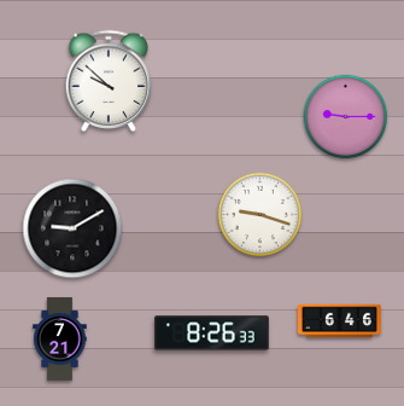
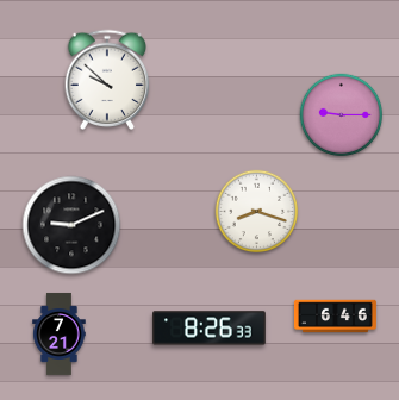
clock at (260, 215): 9:18 -> 8:18
clock at (72, 228): 9:10 -> 9:11
